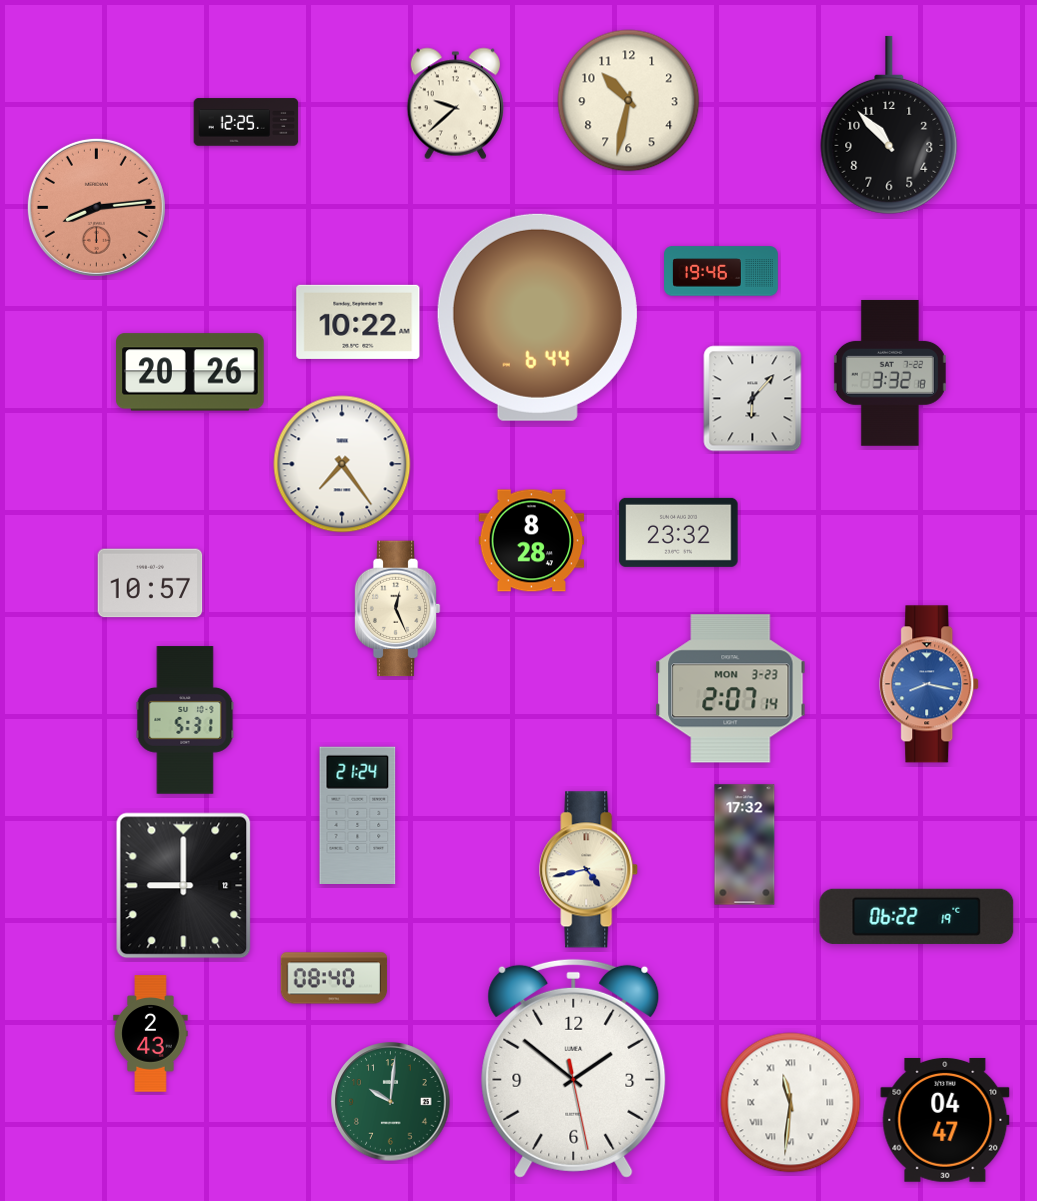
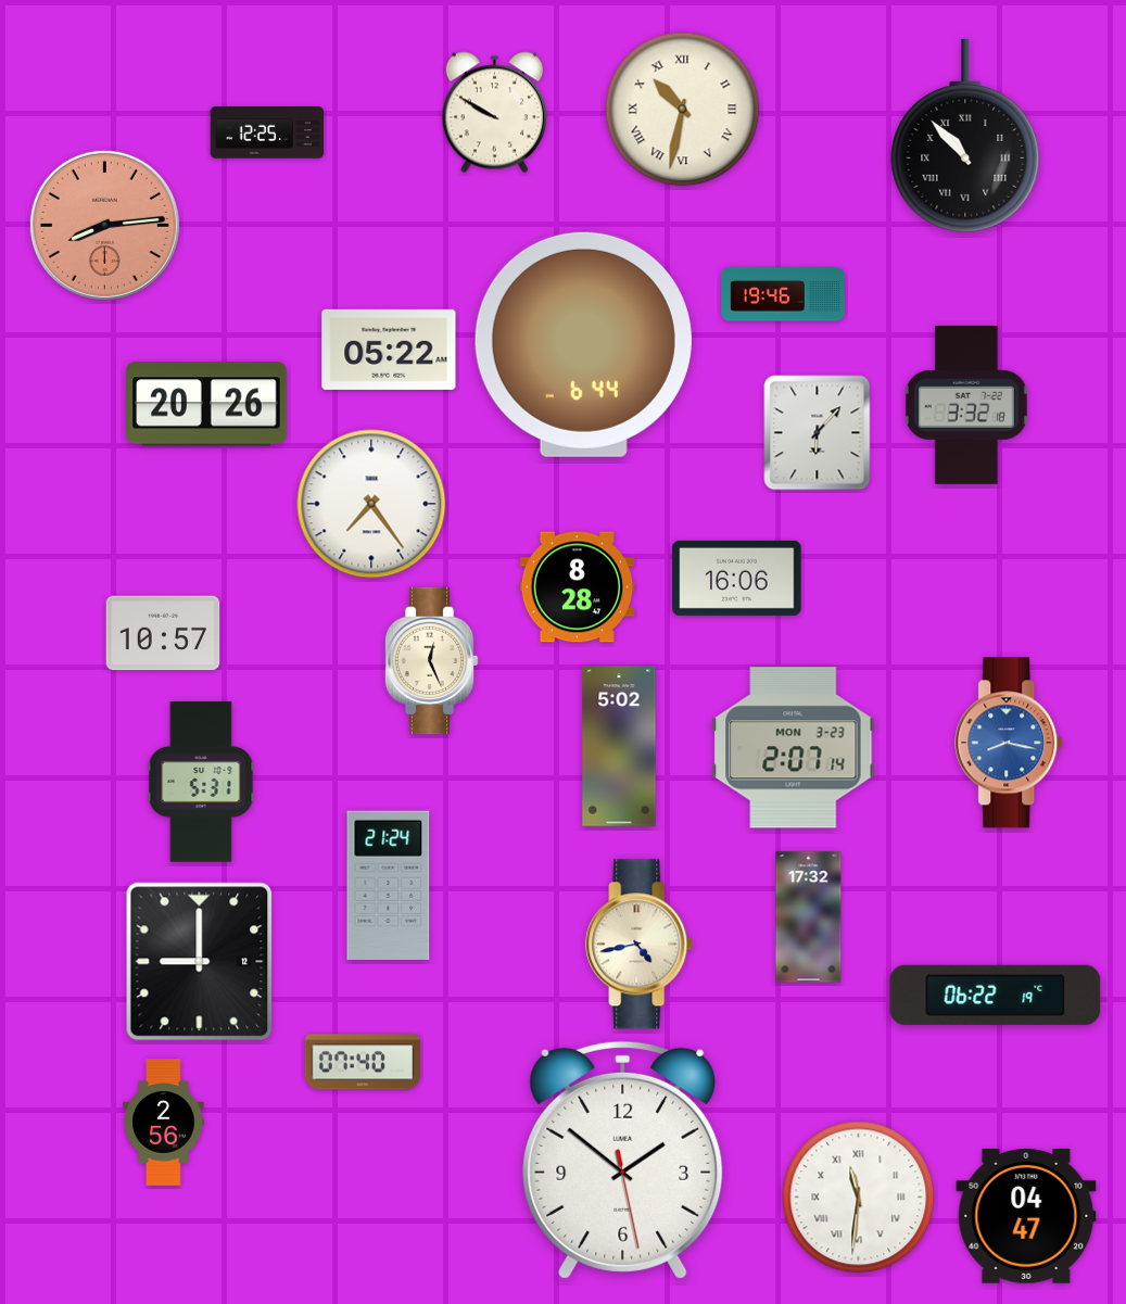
clock at (629, 101) numerals: Arabic -> Roman
clock at (455, 104): 9:38 -> 9:50
clock at (889, 125) numerals: Arabic -> Roman
clock at (358, 322): 10:22 -> 05:22
clock at (679, 532): 23:32 -> 16:06
clock at (619, 746): none -> 5:02
clock at (334, 978): 08:40 -> 07:40
clock at (151, 1034): 2:43 -> 2:56
clock at (391, 1102): 10:01 -> none
